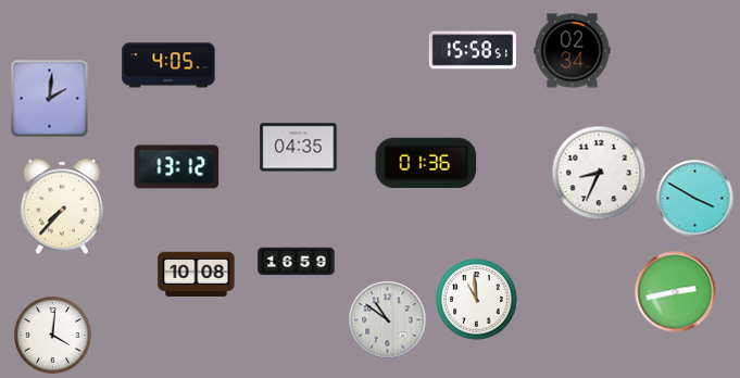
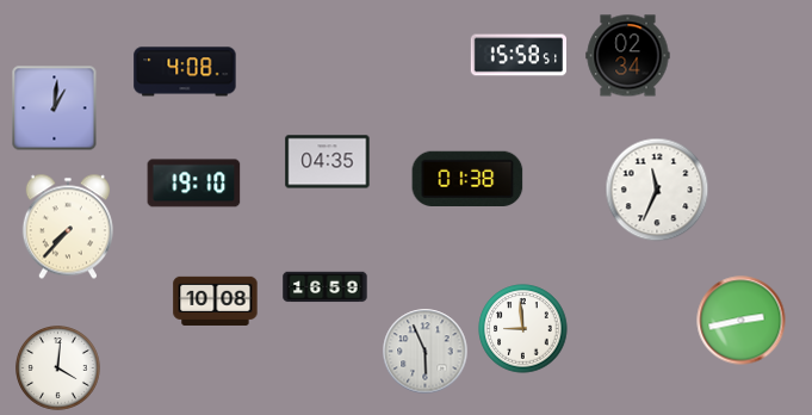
clock at (168, 65): 4:05 -> 4:08
clock at (50, 99): 2:01 -> 1:01
clock at (426, 162): 01:36 -> 01:38
clock at (177, 167): 13:12 -> 19:10
clock at (599, 173): 8:34 -> 11:34
clock at (695, 199): 3:50 -> none
clock at (477, 300): 10:59 -> 8:59
clock at (388, 320): 10:51 -> 5:56
